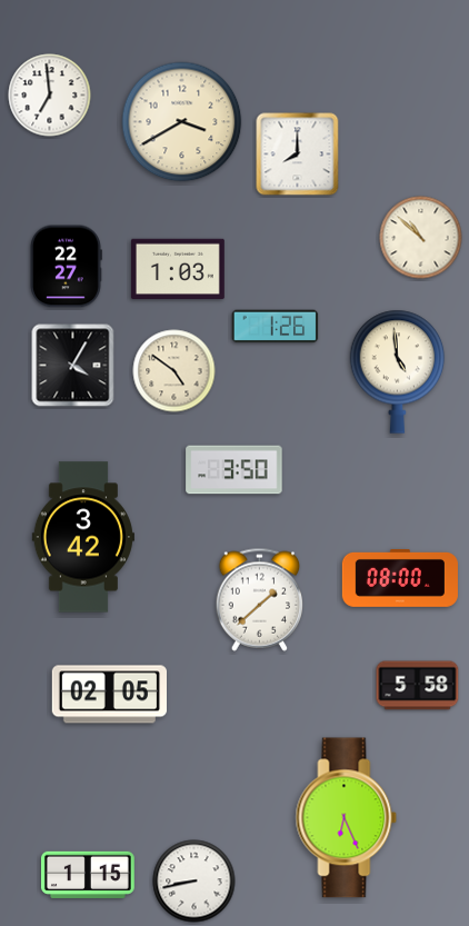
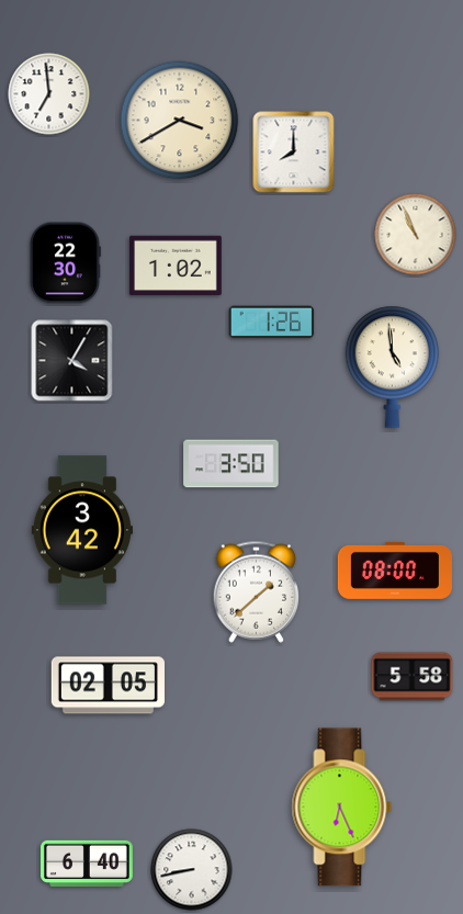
clock at (421, 238): 10:52 -> 10:56
clock at (67, 267): 22:27 -> 22:30
clock at (178, 269): 1:03 -> 1:02
clock at (174, 371): 4:51 -> none
clock at (88, 875): 1:15 -> 6:40
